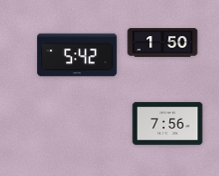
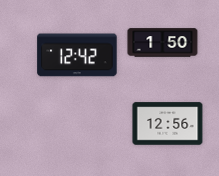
clock at (77, 55): 5:42 -> 12:42
clock at (168, 124): 7:56 -> 12:56
